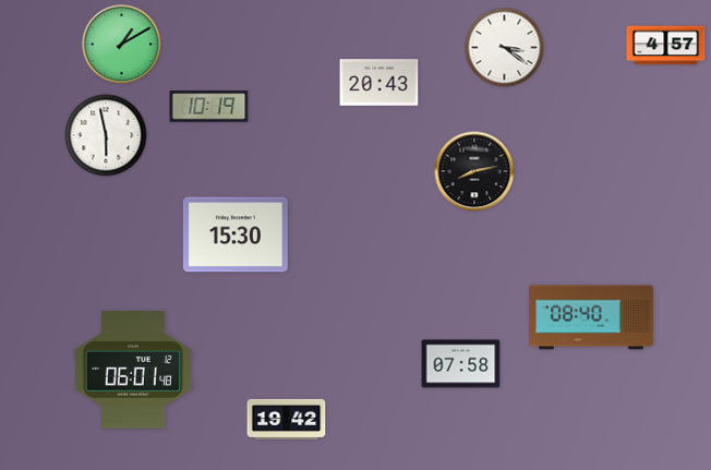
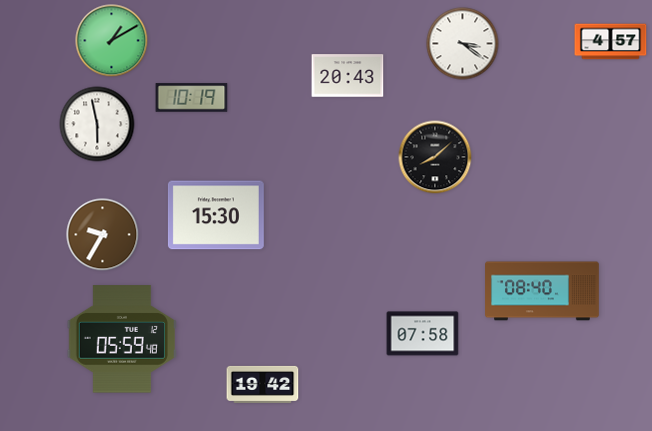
clock at (474, 171): 8:13 -> 8:08
clock at (103, 235): none -> 9:35
clock at (133, 370): 06:01 -> 05:59
